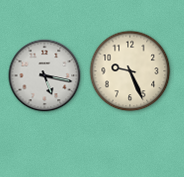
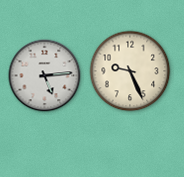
clock at (45, 76): 5:17 -> 5:14
